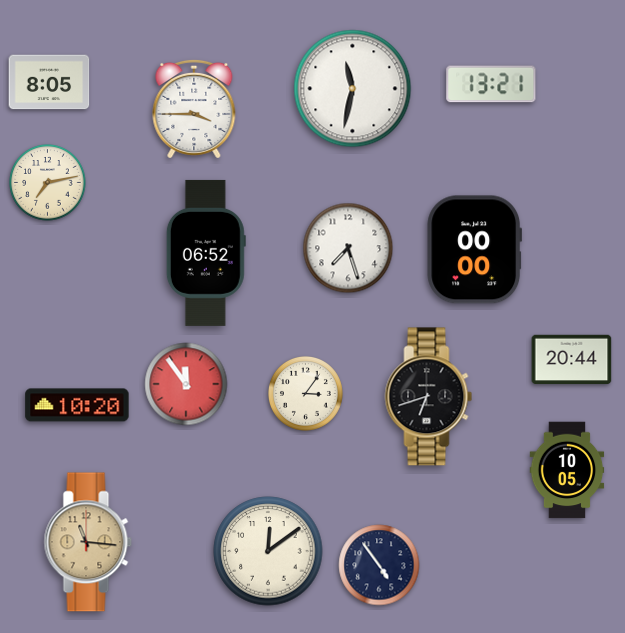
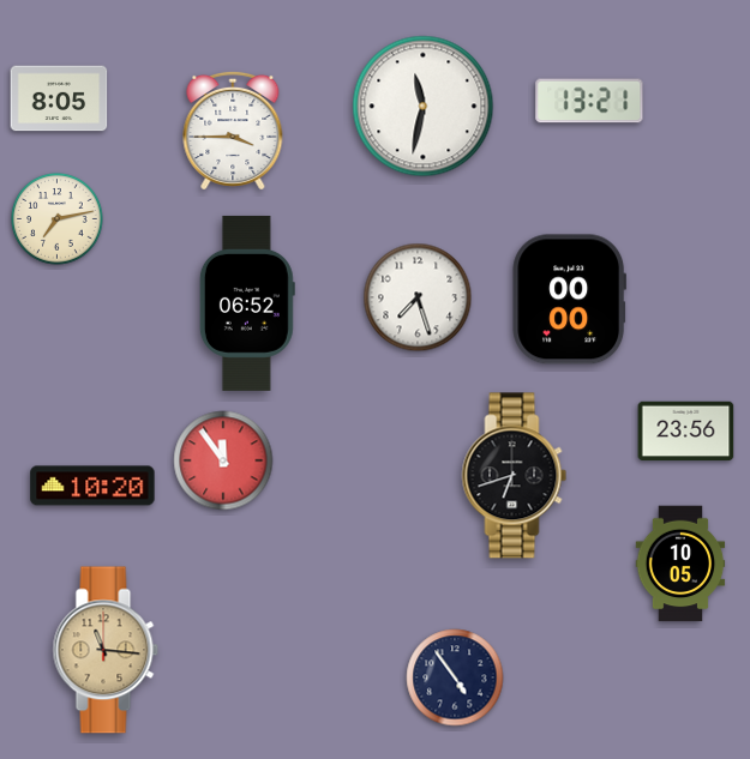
clock at (572, 360): 20:44 -> 23:56
clock at (305, 393): 3:06 -> none
clock at (268, 551): 12:09 -> none
